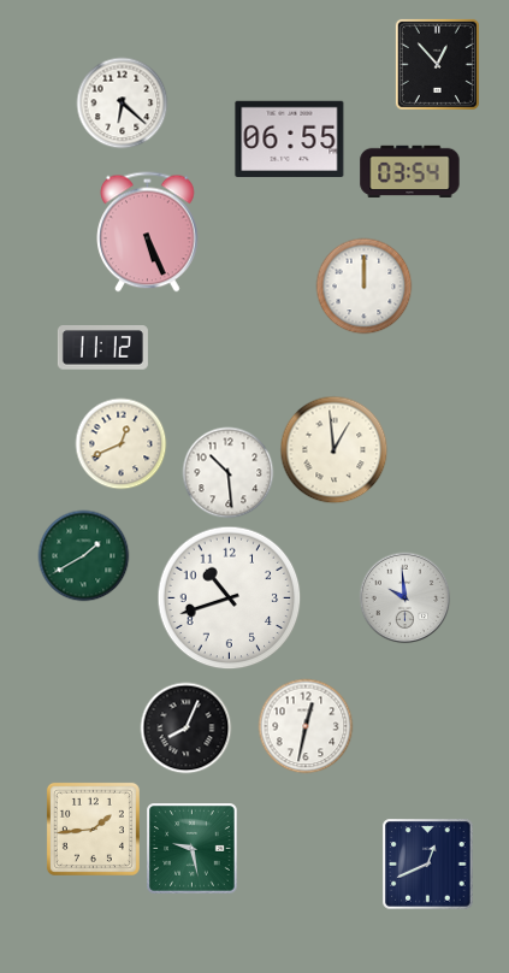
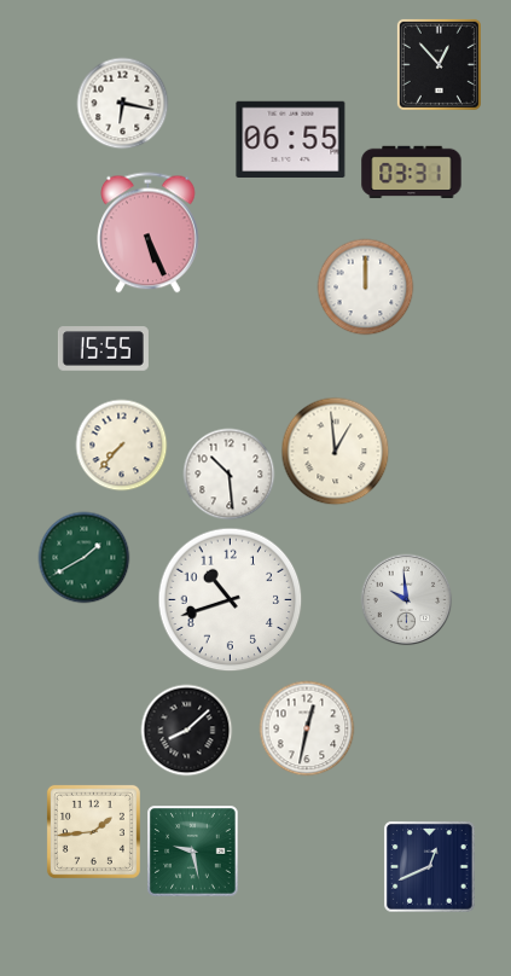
clock at (123, 104): 6:22 -> 6:17
clock at (410, 172): 03:54 -> 03:31
clock at (102, 348): 11:12 -> 15:55
clock at (122, 444): 12:41 -> 7:37
clock at (187, 729): 8:04 -> 8:08
